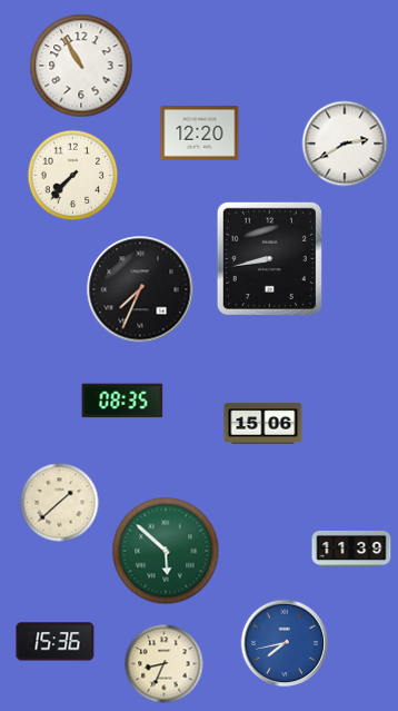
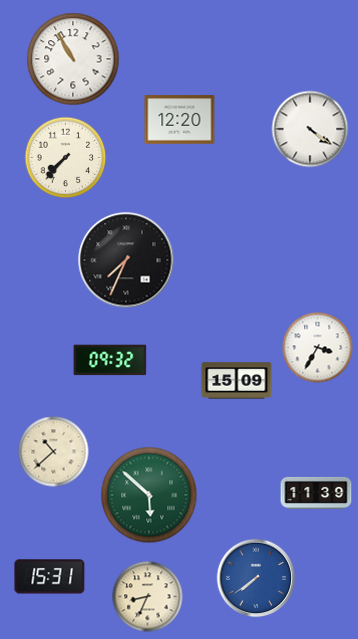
clock at (345, 144): 2:40 -> 4:21
clock at (269, 258): 8:43 -> none
clock at (318, 348): none -> 3:35
clock at (122, 401): 08:35 -> 09:32
clock at (263, 424): 15:06 -> 15:09
clock at (60, 503): 1:38 -> 10:38
clock at (56, 642): 15:36 -> 15:31
clock at (285, 643): 7:43 -> 7:39
